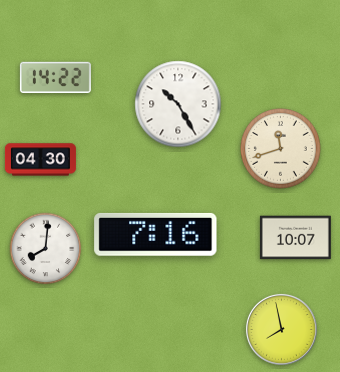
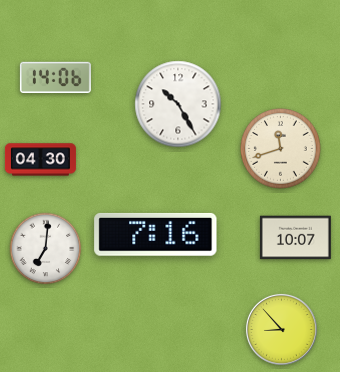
clock at (55, 78): 14:22 -> 14:06
clock at (46, 249): 8:01 -> 7:01
clock at (281, 329): 7:58 -> 8:53
